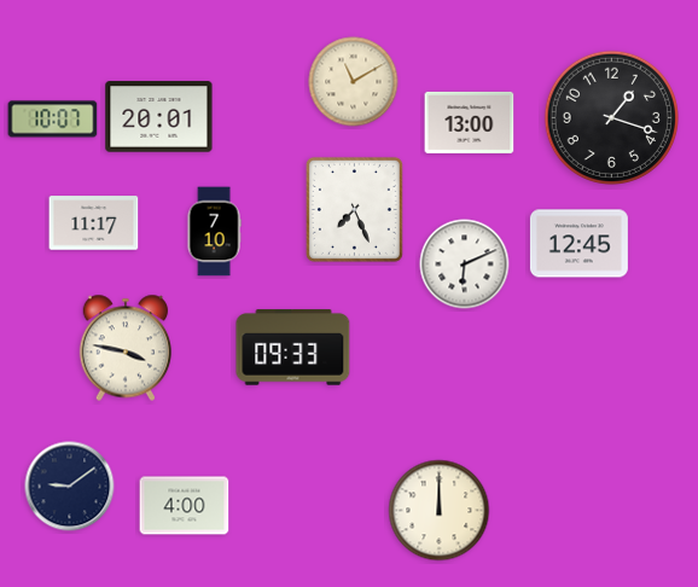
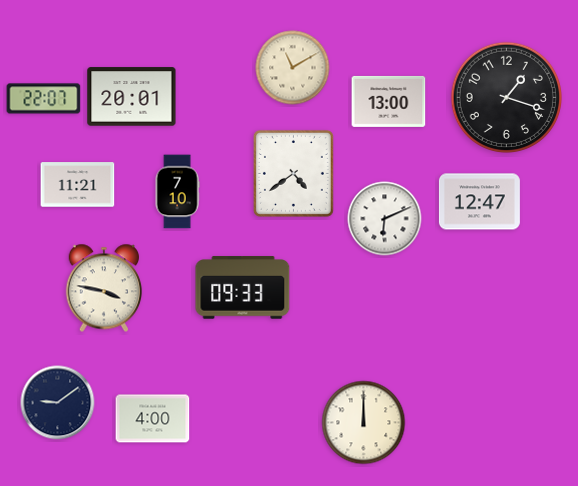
clock at (53, 120): 10:07 -> 22:07
clock at (354, 209): 7:26 -> 4:39
clock at (94, 223): 11:17 -> 11:21
clock at (578, 244): 12:45 -> 12:47
